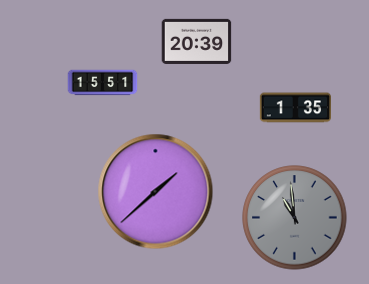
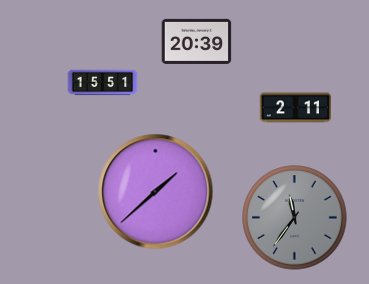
clock at (295, 108): 1:35 -> 2:11
clock at (295, 218): 10:59 -> 11:36
